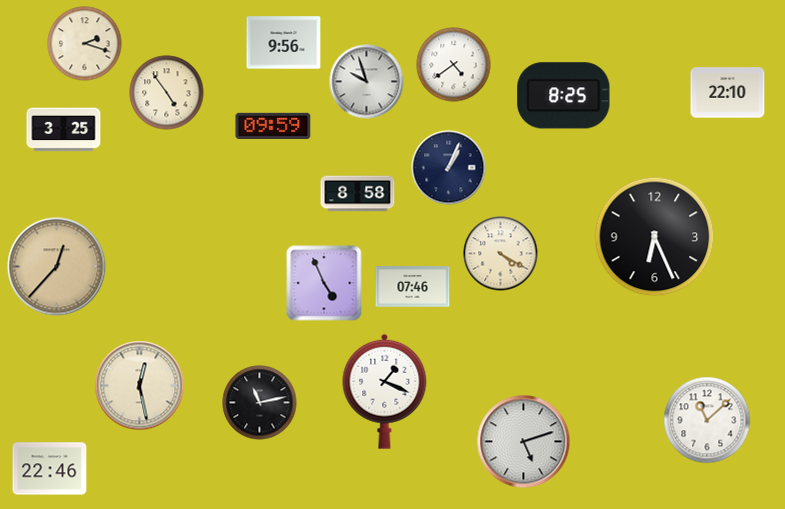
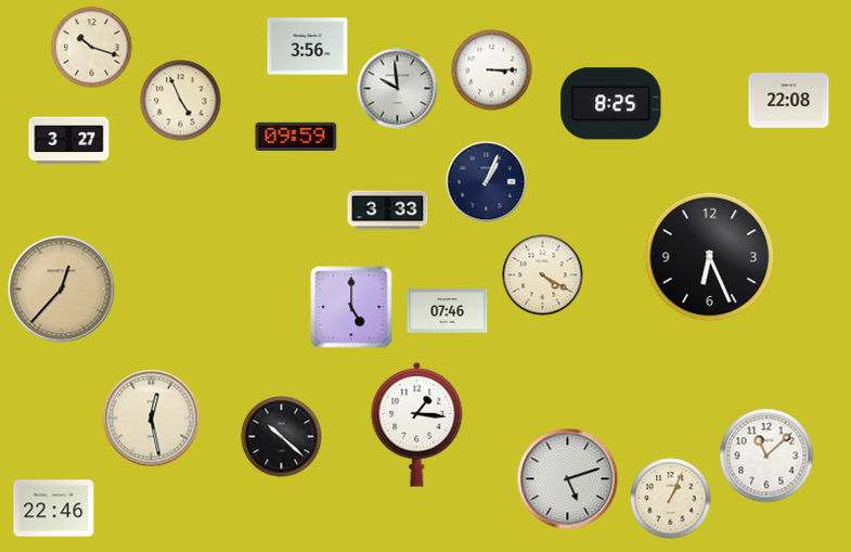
clock at (284, 43): 9:56 -> 3:56
clock at (85, 44): 2:18 -> 10:18
clock at (454, 65): 4:39 -> 3:15
clock at (367, 82): 9:57 -> 9:59
clock at (167, 93): 4:54 -> 4:56
clock at (728, 93): 22:10 -> 22:08
clock at (64, 130): 3:25 -> 3:27
clock at (358, 194): 8:58 -> 3:33
clock at (324, 283): 4:56 -> 5:00
clock at (385, 391): 1:19 -> 1:16
clock at (260, 403): 11:13 -> 10:22
clock at (671, 499): none -> 1:04
